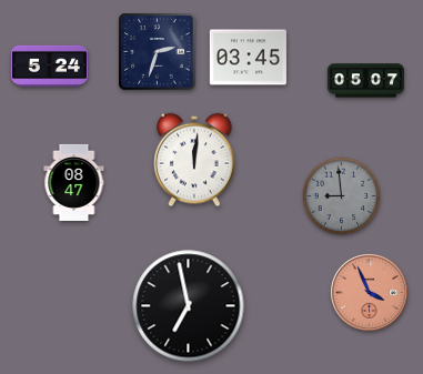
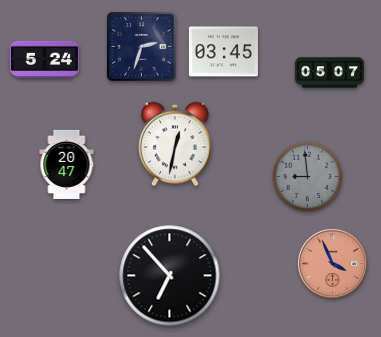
clock at (194, 160): 12:01 -> 12:32
clock at (74, 182): 08:47 -> 20:47
clock at (189, 306): 6:58 -> 6:53
